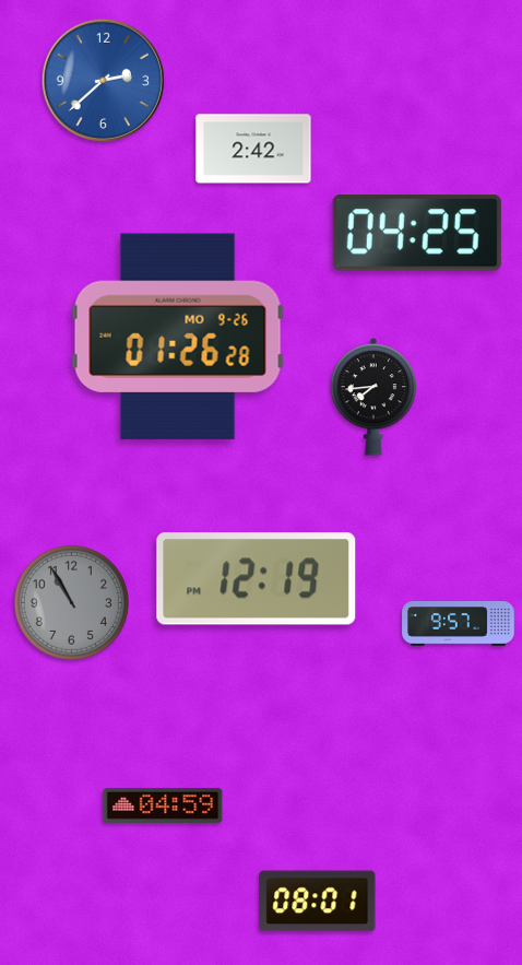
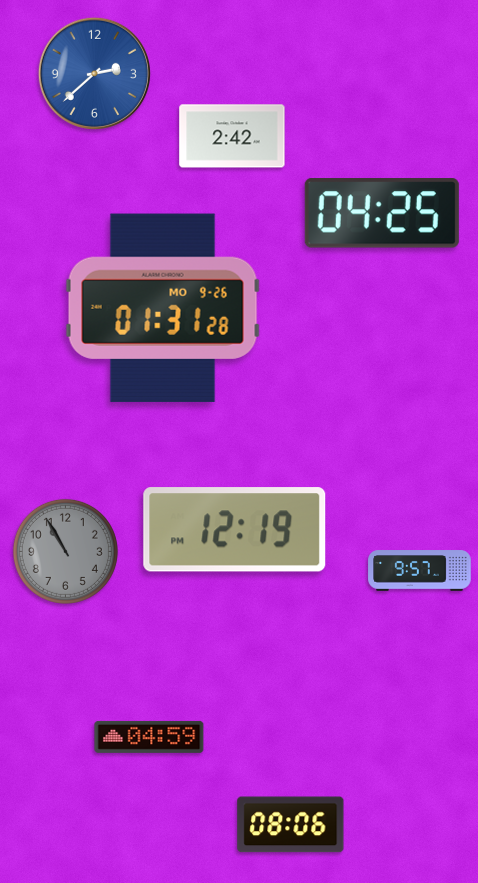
clock at (178, 337): 01:26 -> 01:31
clock at (373, 397): 7:44 -> none
clock at (318, 902): 08:01 -> 08:06
